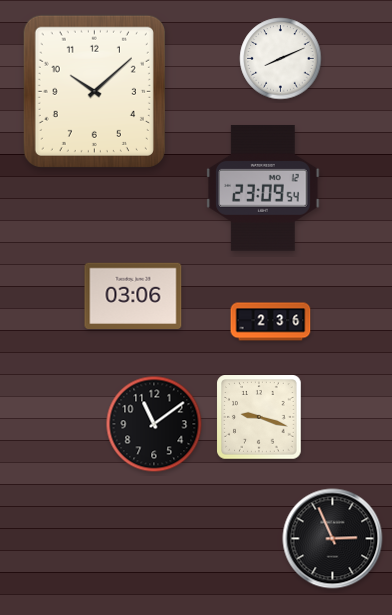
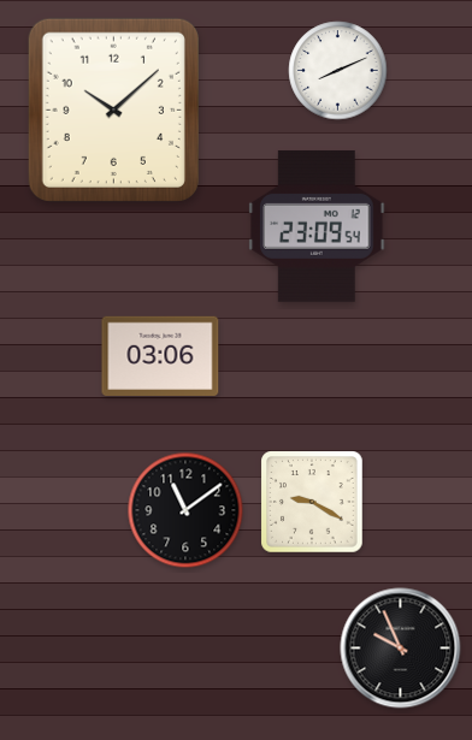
clock at (271, 322): 2:36 -> none
clock at (259, 417): 9:18 -> 9:20
clock at (333, 539): 2:56 -> 9:56
